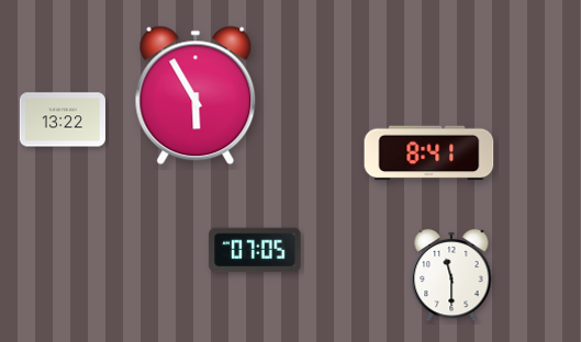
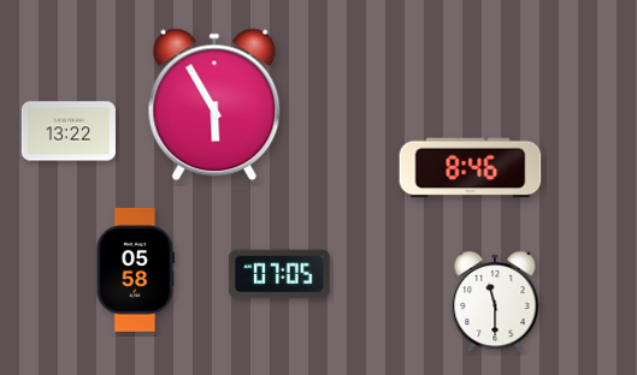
clock at (429, 153): 8:41 -> 8:46
clock at (136, 269): none -> 05:58
